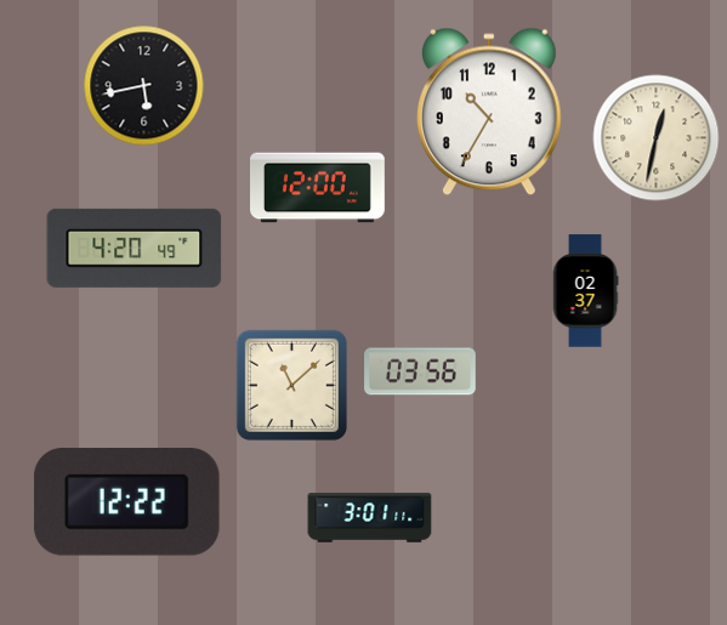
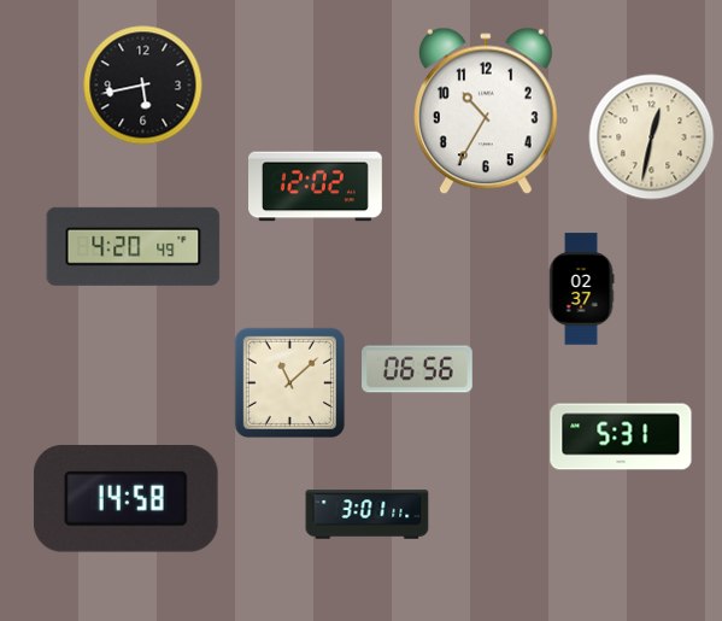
clock at (318, 188): 12:00 -> 12:02
clock at (420, 371): 03:56 -> 06:56
clock at (621, 437): none -> 5:31
clock at (126, 502): 12:22 -> 14:58
